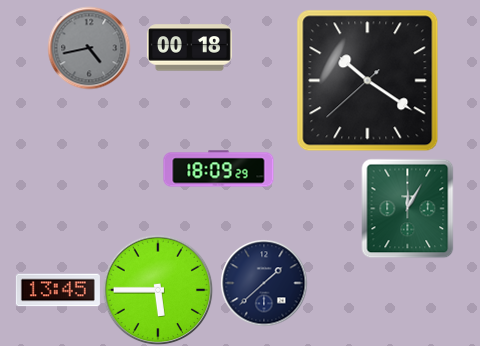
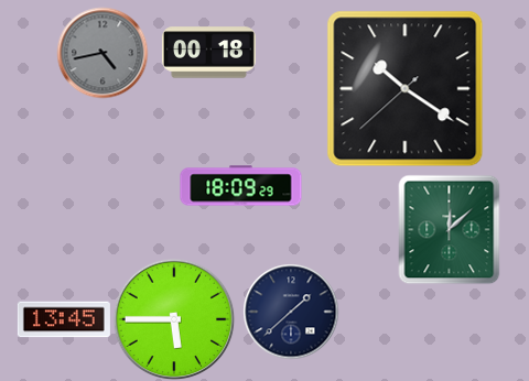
clock at (89, 48) position: (89, 48) -> (102, 53)
clock at (408, 208): 12:05 -> 12:08
